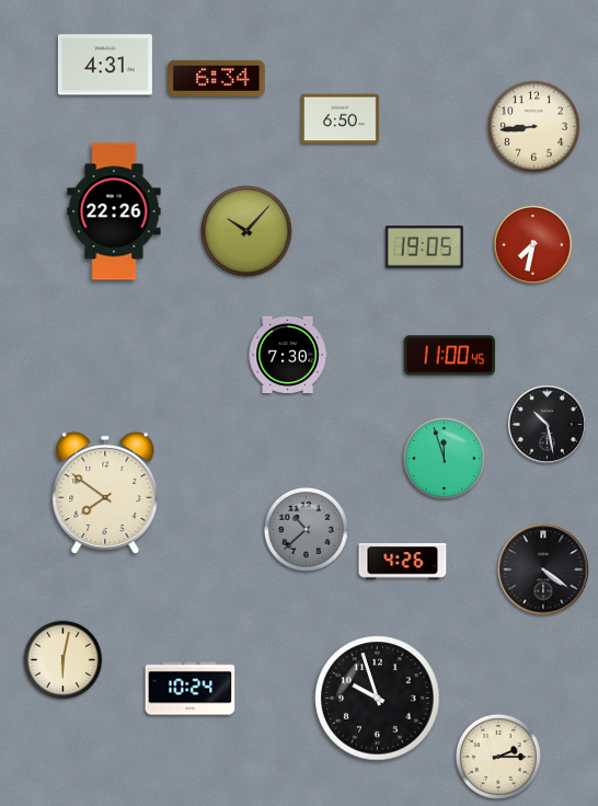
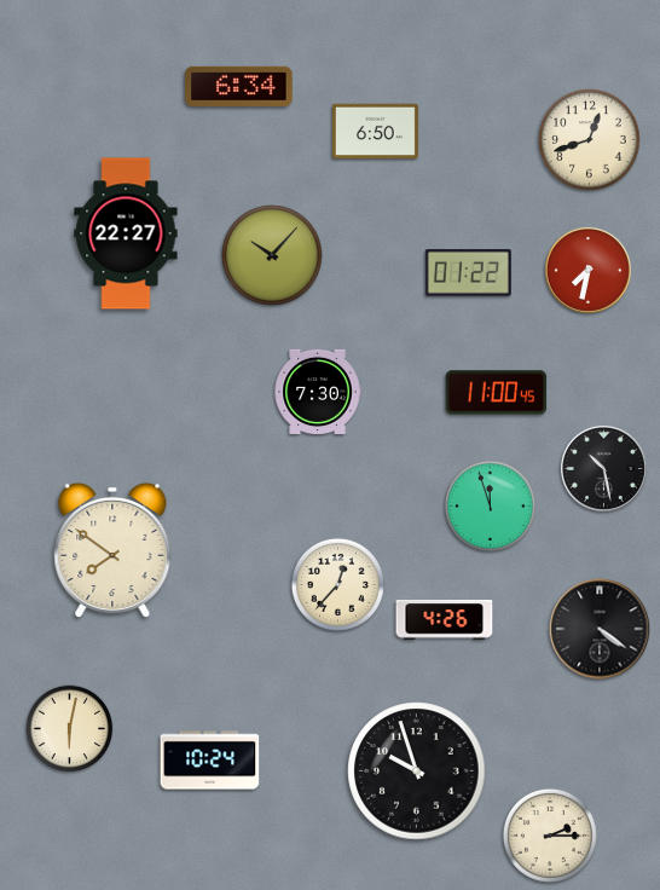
clock at (105, 65): 4:31 -> none
clock at (534, 127): 8:44 -> 12:42
clock at (114, 211): 22:26 -> 22:27
clock at (424, 247): 19:05 -> 01:22
clock at (105, 492) position: (105, 492) -> (112, 549)
clock at (306, 529): 10:38 -> 12:37
clock at (306, 529) dial: grey -> cream
